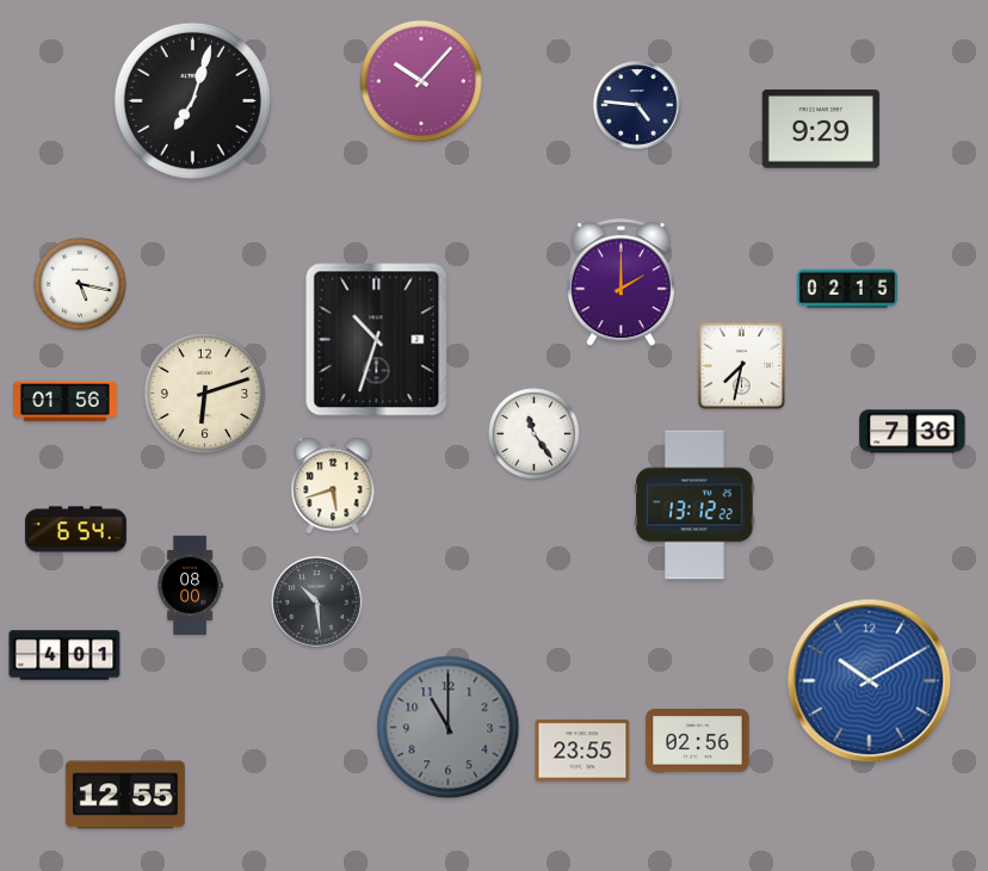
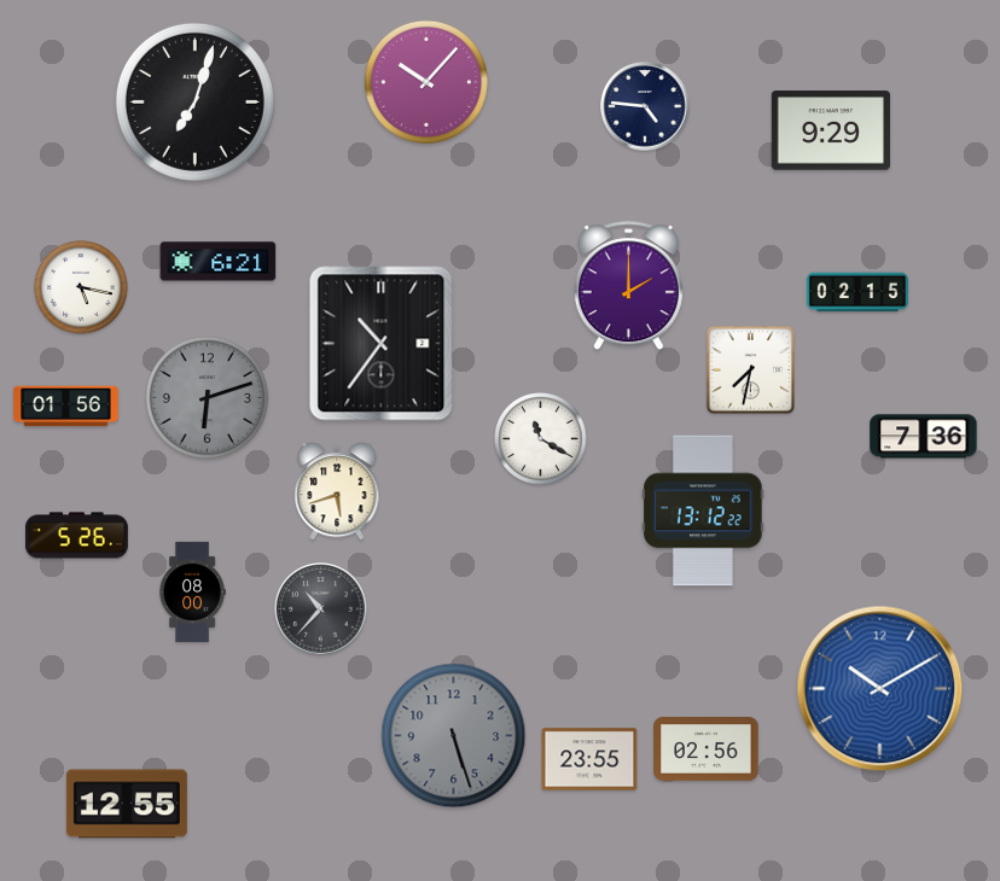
clock at (219, 262): none -> 6:21
clock at (377, 340): 10:33 -> 10:36
clock at (204, 393) dial: cream -> grey
clock at (535, 434): 11:24 -> 11:20
clock at (75, 530): 6:54 -> 5:26
clock at (317, 603): 10:29 -> 10:37
clock at (64, 655): 4:01 -> none
clock at (449, 728): 11:00 -> 5:27
